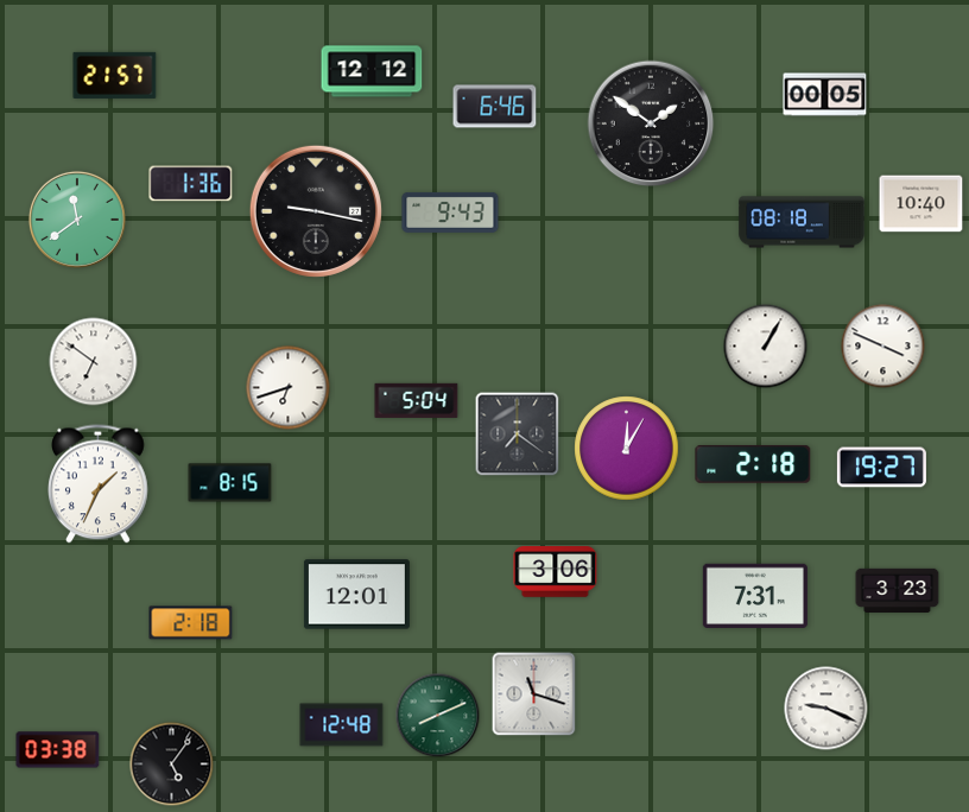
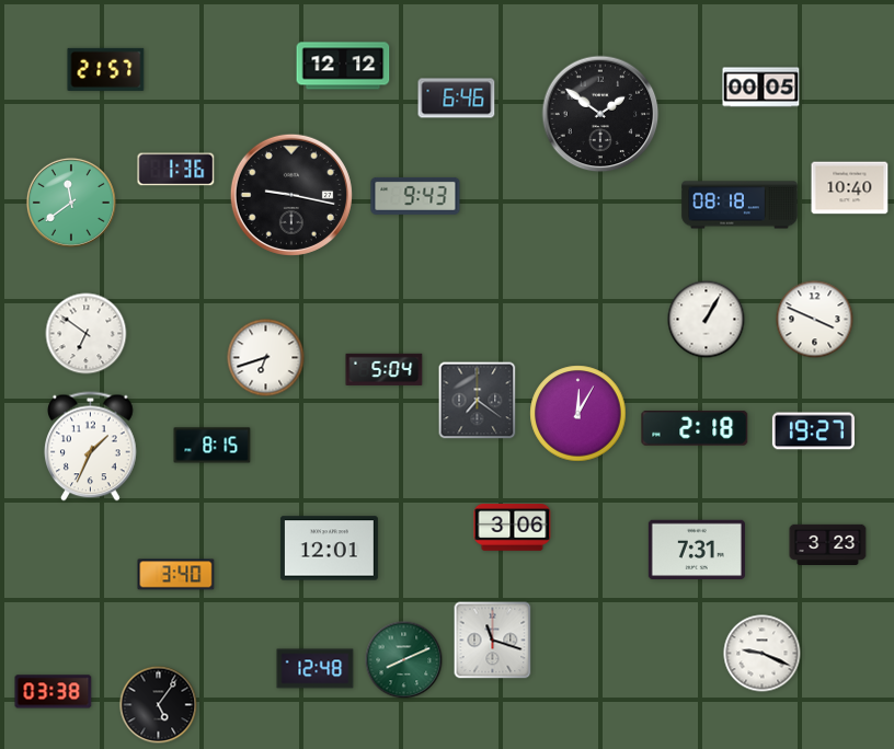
clock at (191, 623): 2:18 -> 3:40
